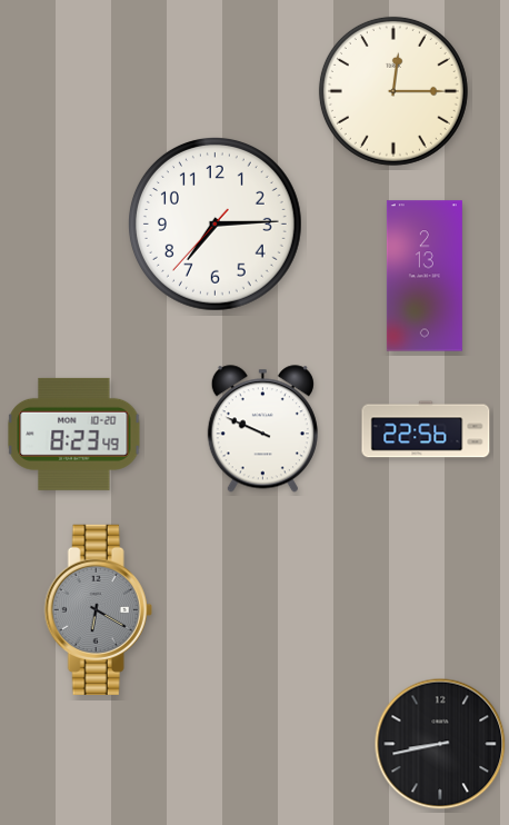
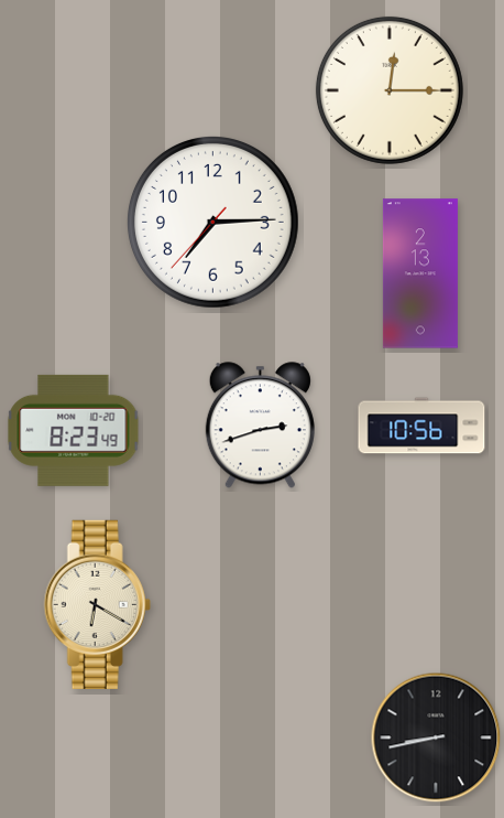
clock at (262, 429): 9:49 -> 2:42
clock at (426, 429): 22:56 -> 10:56
clock at (98, 609) dial: grey -> cream
